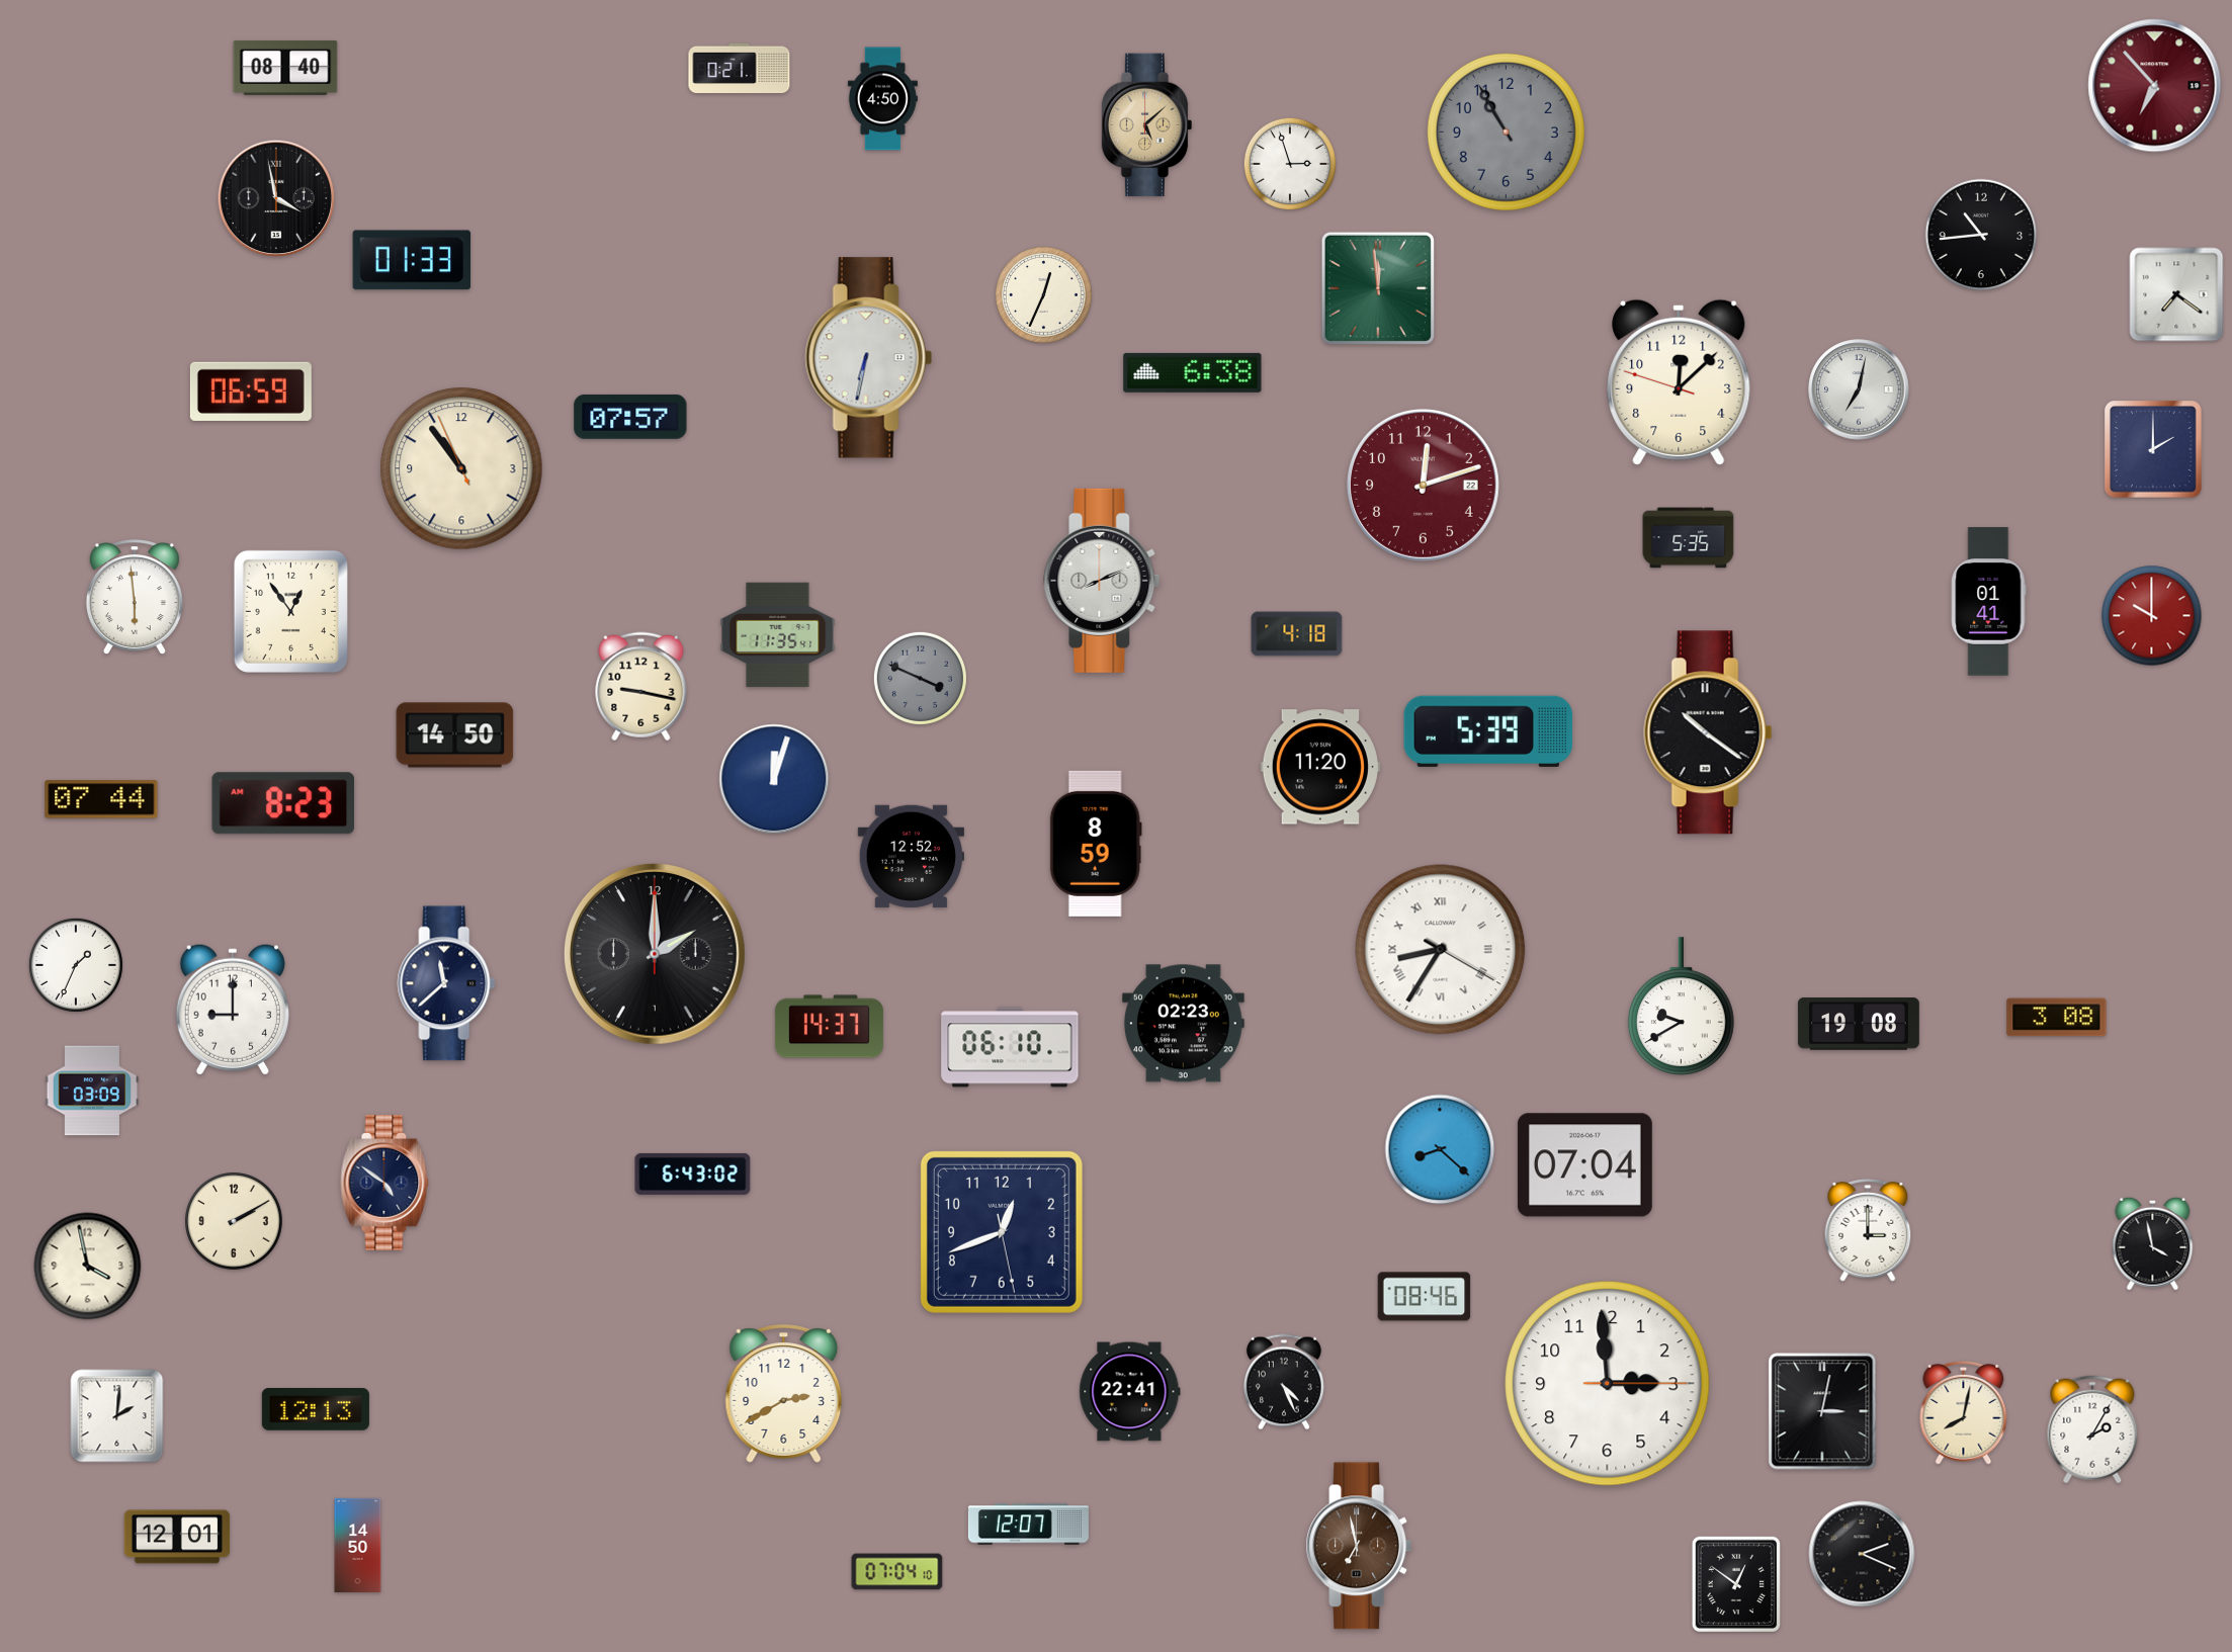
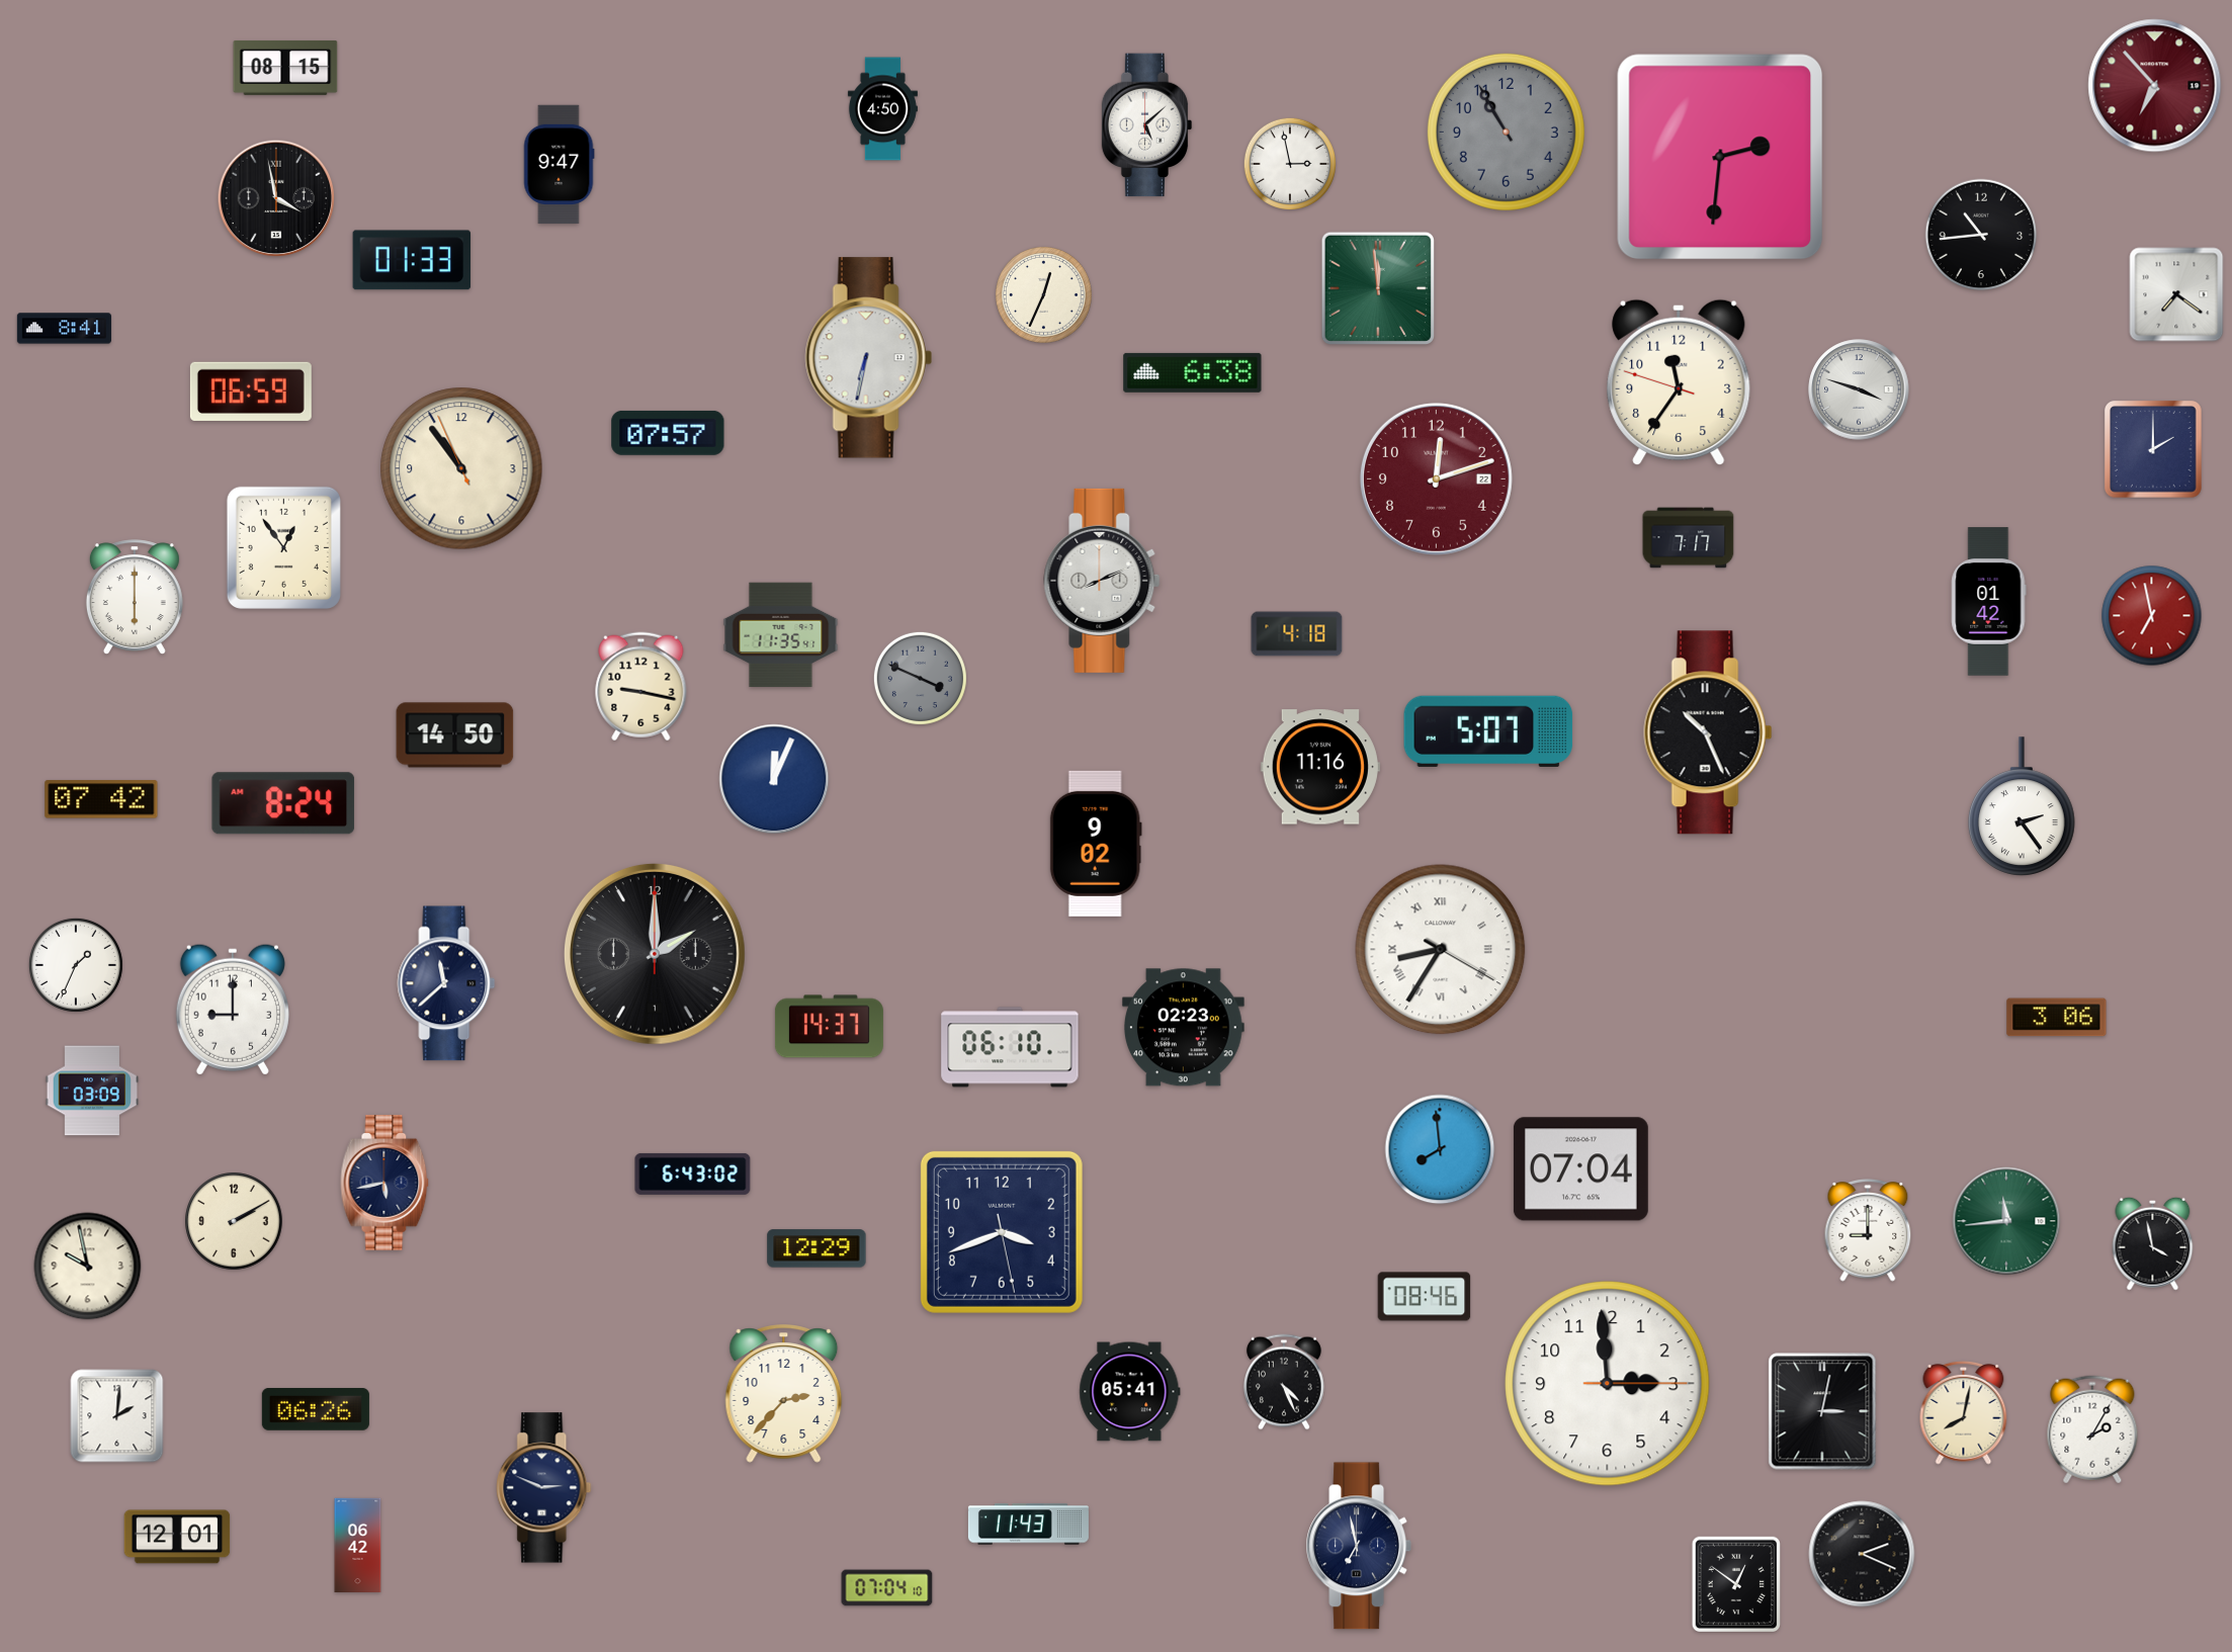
clock at (285, 68): 08:40 -> 08:15
clock at (740, 68): 0:21 -> none
clock at (882, 99) position: (882, 99) -> (882, 109)
clock at (1147, 125) dial: champagne -> white
clock at (1720, 157): none -> 2:31
clock at (1289, 163): 2:57 -> 2:58
clock at (559, 165): none -> 9:47
clock at (64, 329): none -> 8:41
clock at (1679, 381): 12:07 -> 11:35
clock at (1859, 389): 7:02 -> 3:48
clock at (630, 417) position: (630, 417) -> (668, 433)
clock at (1423, 485) position: (1423, 485) -> (1436, 479)
clock at (1689, 538): 5:35 -> 7:17
clock at (135, 597): 5:59 -> 6:00
clock at (1989, 602): 01:41 -> 01:42
clock at (290, 611) position: (290, 611) -> (283, 547)
clock at (2152, 616): 10:00 -> 6:58
clock at (778, 635) position: (778, 635) -> (781, 635)
clock at (1488, 731): 5:39 -> 5:07
clock at (1708, 732): 10:21 -> 10:26
clock at (1320, 767): 11:20 -> 11:16
clock at (774, 779): 12:03 -> 12:04
clock at (101, 799): 07:44 -> 07:42
clock at (283, 803): 8:23 -> 8:24
clock at (2022, 806): none -> 2:24
clock at (1096, 844): 8:59 -> 9:02
clock at (911, 857): 12:52 -> none
clock at (1681, 1007): 9:40 -> none
clock at (2057, 1018): 3:08 -> 3:06
clock at (1184, 1024) position: (1184, 1024) -> (1184, 1028)
clock at (1859, 1024): 19:08 -> none
clock at (1440, 1149): 8:22 -> 7:59
clock at (1584, 1165) position: (1584, 1165) -> (1580, 1169)
clock at (384, 1183): 4:51 -> 5:43
clock at (2006, 1221): none -> 11:44
clock at (1868, 1230): 3:00 -> 9:00
clock at (1002, 1232): 12:41 -> 3:41
clock at (817, 1248): none -> 12:29
clock at (88, 1267): 3:58 -> 9:58
clock at (1130, 1392): 22:41 -> 05:41
clock at (784, 1394): 2:40 -> 2:37
clock at (316, 1410): 12:13 -> 06:26
clock at (544, 1488): none -> 2:49
clock at (1028, 1525): 12:07 -> 11:43
clock at (358, 1545): 14:50 -> 06:42
clock at (1358, 1546) dial: brown -> navy
clock at (897, 1572) position: (897, 1572) -> (887, 1588)
